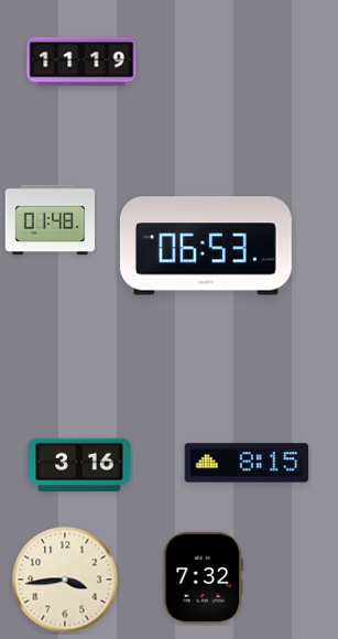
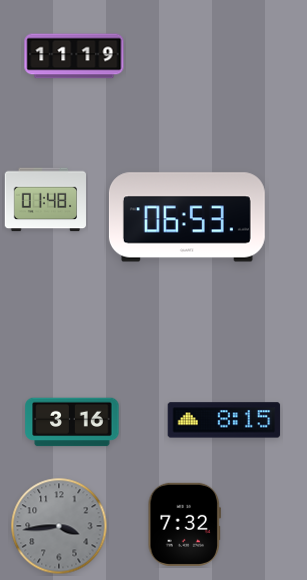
clock at (206, 246) position: (206, 246) -> (187, 217)
clock at (65, 580) dial: cream -> grey
